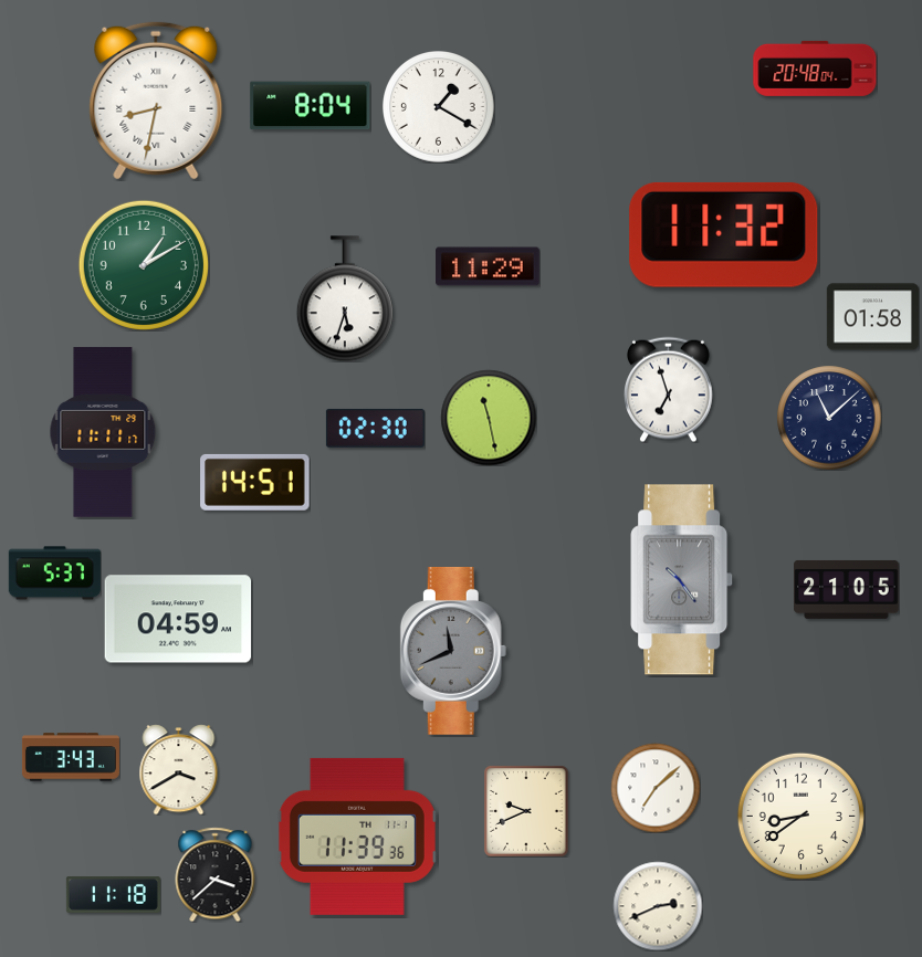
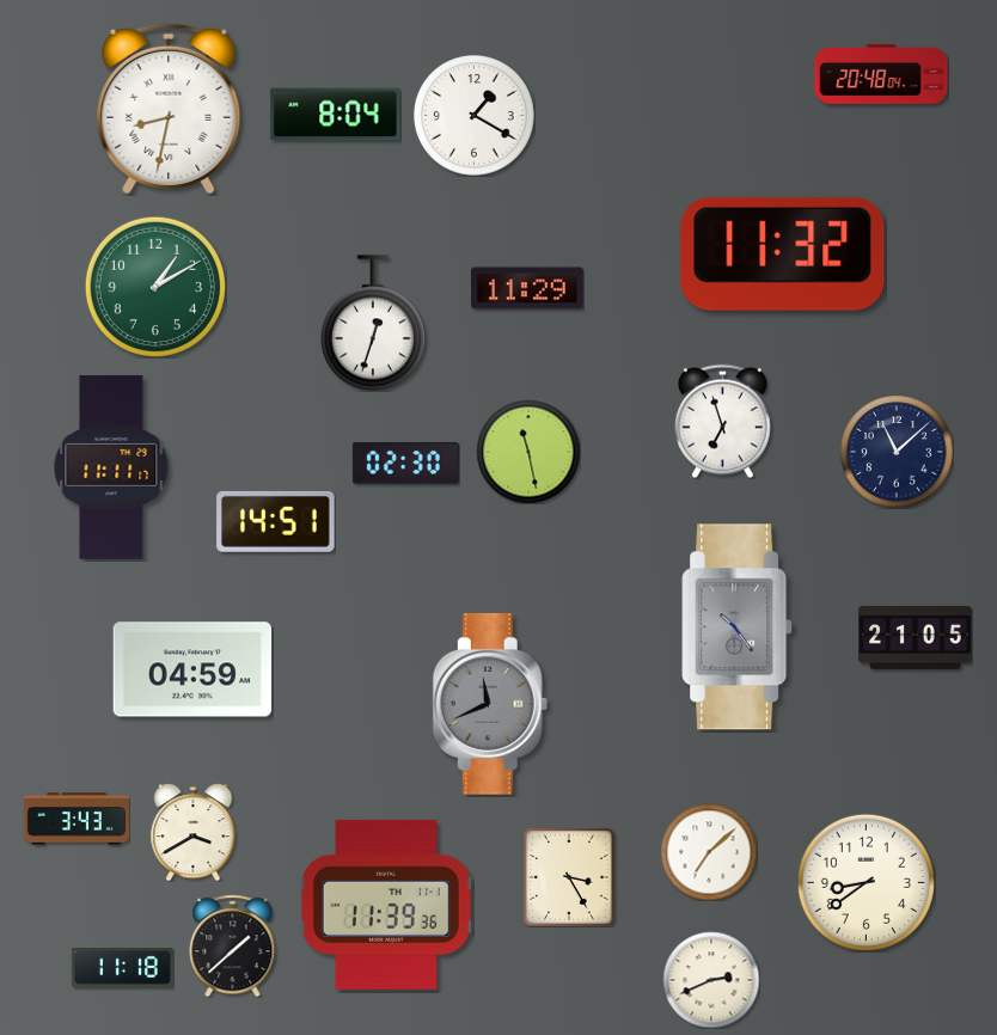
clock at (345, 298): 5:33 -> 12:33
clock at (872, 317): 01:58 -> none
clock at (54, 574): 5:37 -> none
clock at (526, 811): 9:41 -> 3:25
clock at (216, 874): 3:38 -> 1:38
